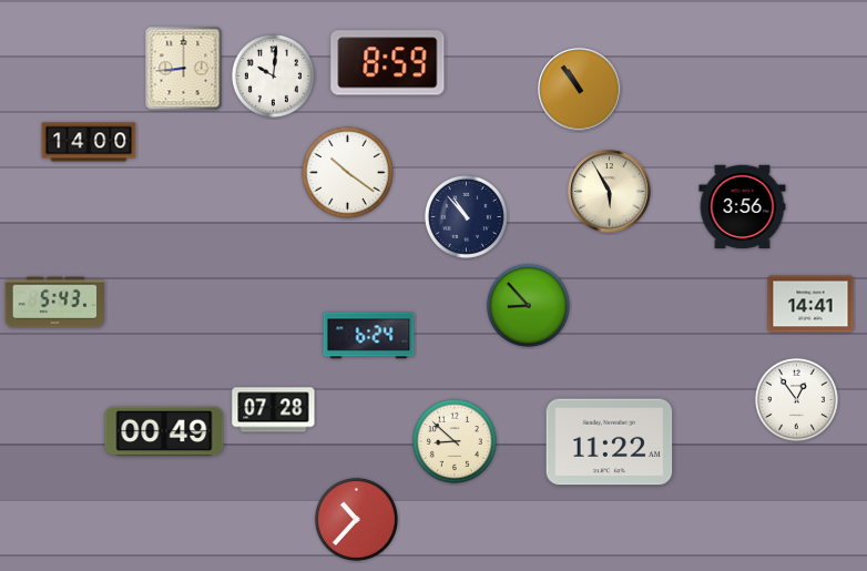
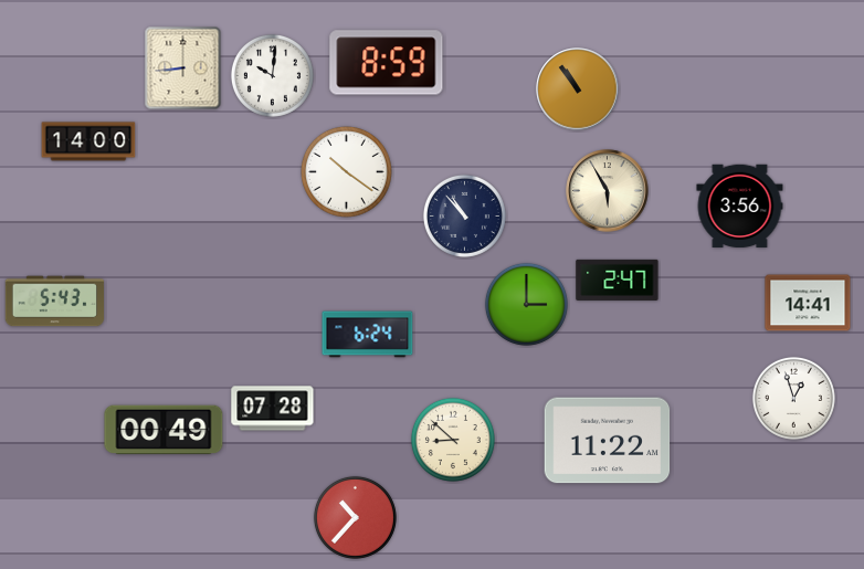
clock at (618, 280): none -> 2:47
clock at (528, 305): 8:53 -> 3:00
clock at (796, 399): 12:54 -> 12:57
